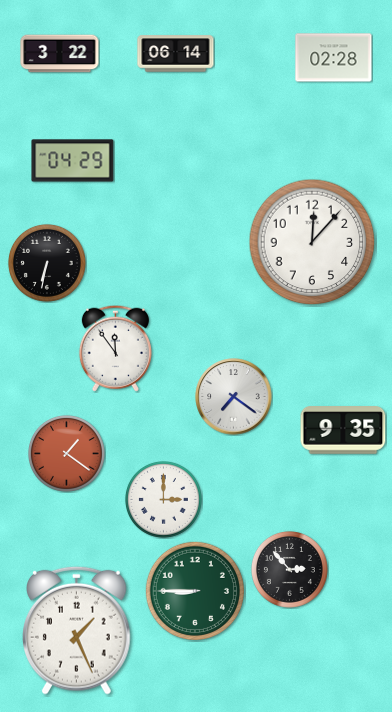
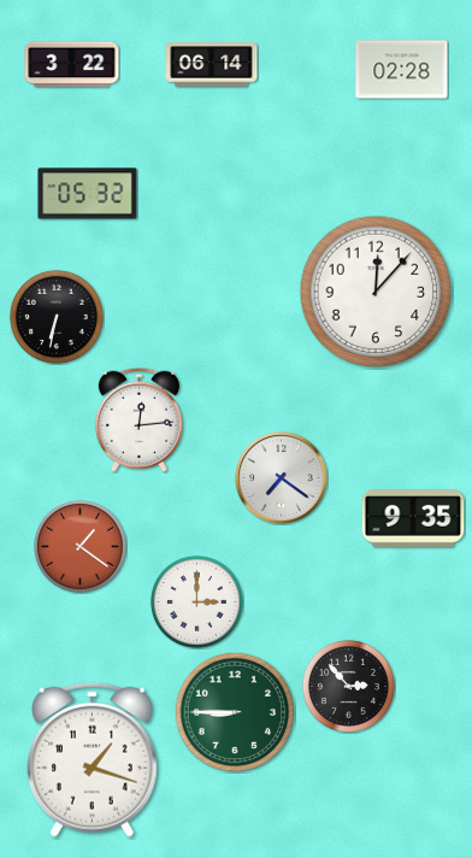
clock at (73, 161): 04:29 -> 05:32
clock at (115, 348): 11:54 -> 12:14
clock at (77, 630): 1:26 -> 1:18
